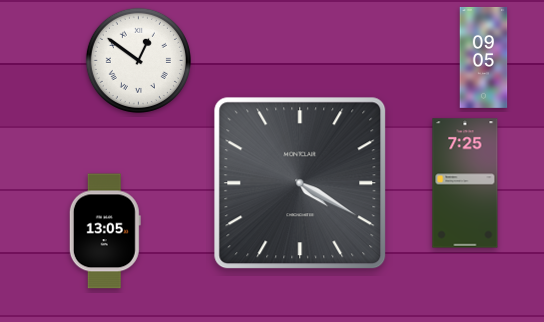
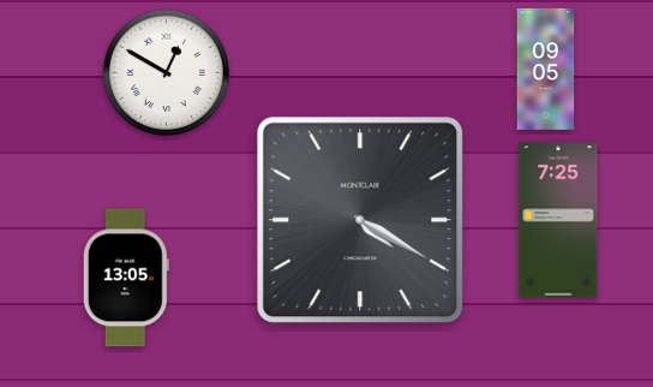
clock at (484, 57) position: (484, 57) -> (546, 69)
clock at (138, 60): 12:51 -> 12:50
